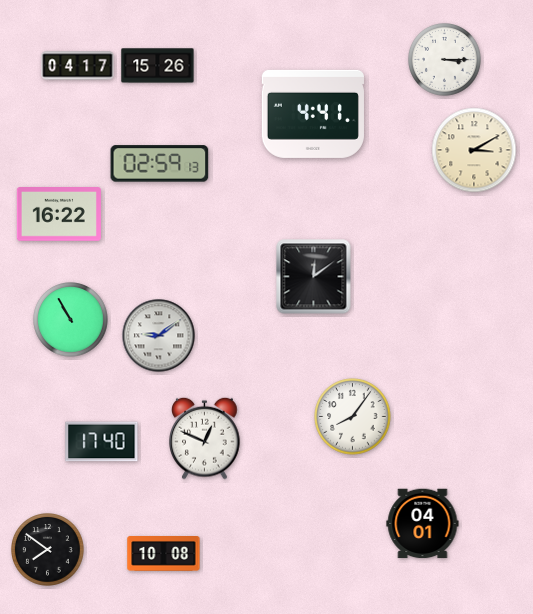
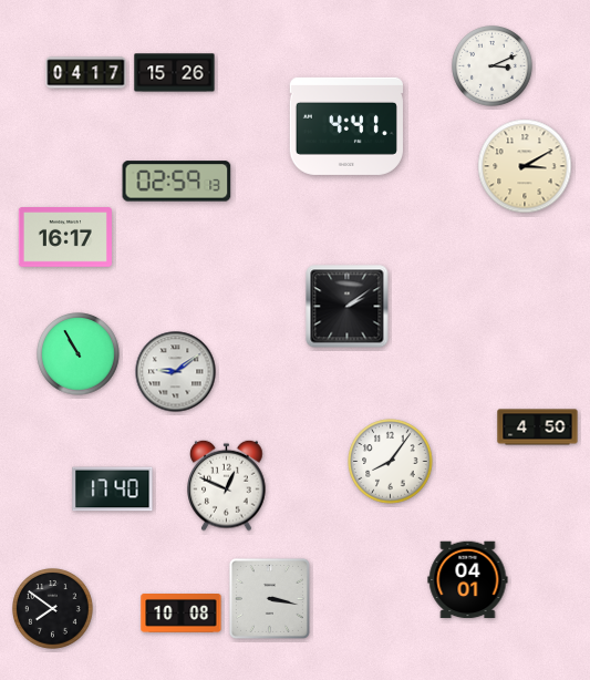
clock at (445, 60): 3:15 -> 3:11
clock at (59, 215): 16:22 -> 16:17
clock at (314, 277): 12:09 -> 2:09
clock at (538, 427): none -> 4:50
clock at (269, 598): none -> 3:17
